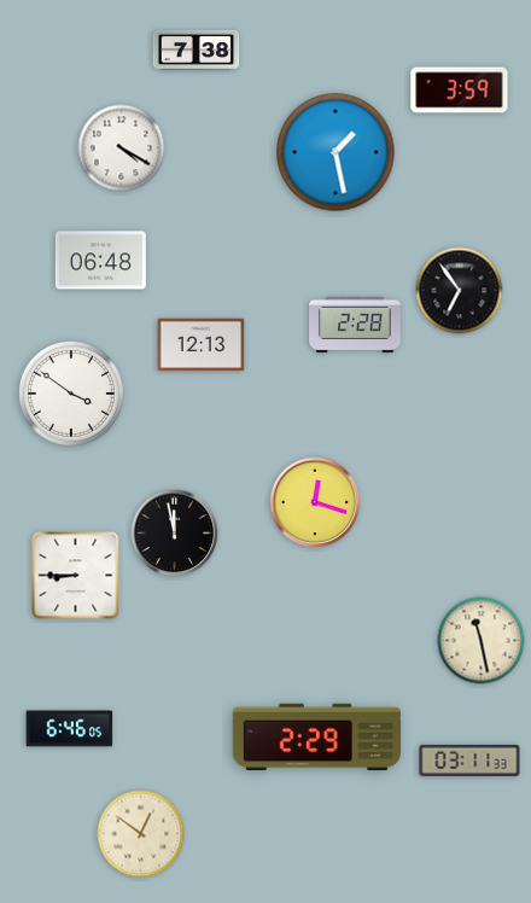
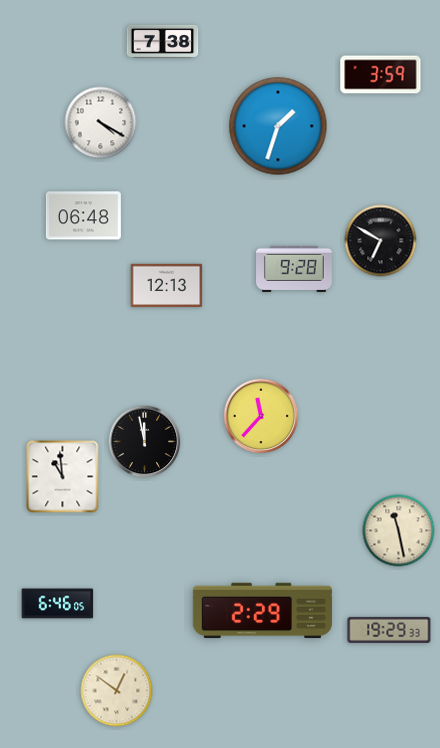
clock at (335, 152): 1:28 -> 1:33
clock at (460, 291): 6:54 -> 6:50
clock at (356, 325): 2:28 -> 9:28
clock at (71, 394): 3:51 -> none
clock at (315, 502): 12:18 -> 11:37
clock at (76, 576): 8:45 -> 10:59
clock at (469, 761): 03:11 -> 19:29
